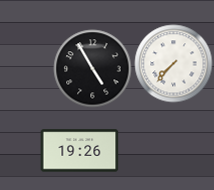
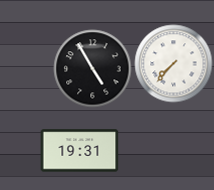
clock at (79, 151): 19:26 -> 19:31
